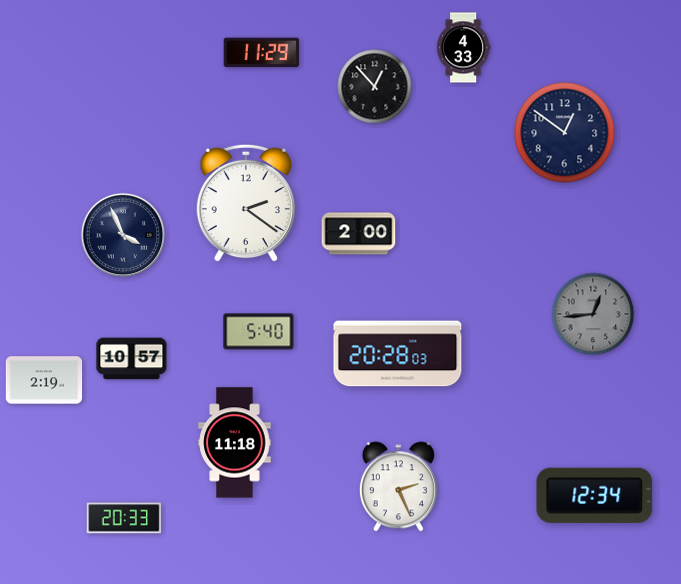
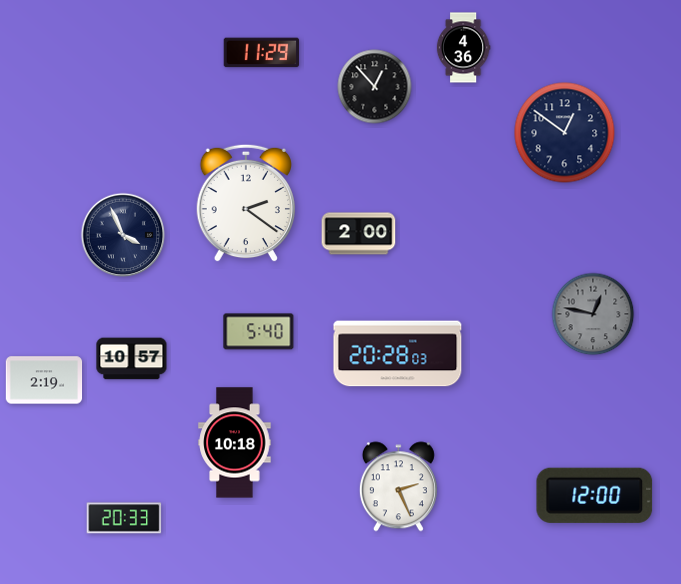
clock at (463, 48): 4:33 -> 4:36
clock at (593, 314): 12:44 -> 12:47
clock at (235, 443): 11:18 -> 10:18
clock at (595, 495): 12:34 -> 12:00
